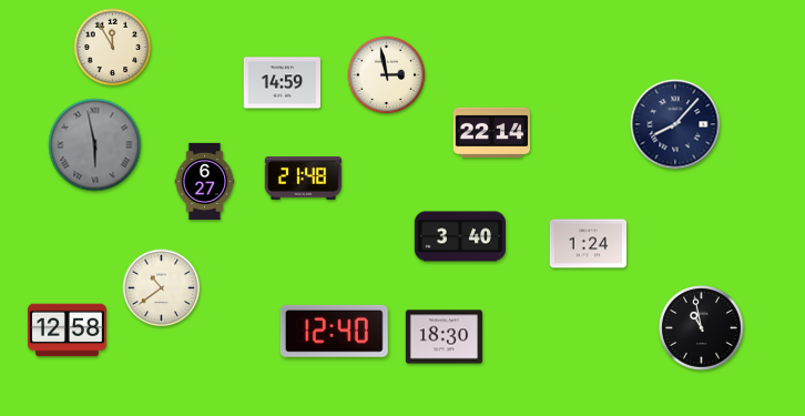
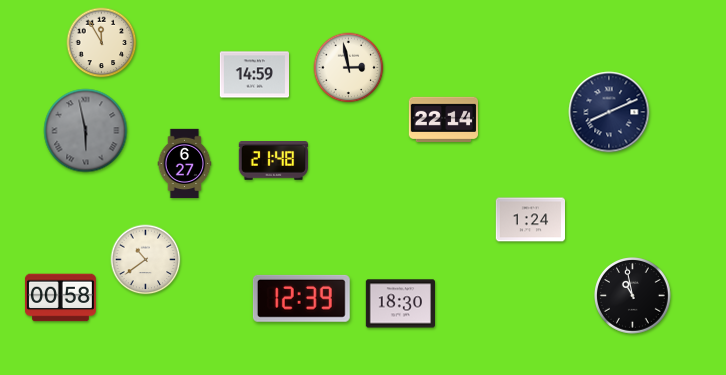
clock at (675, 124): 8:07 -> 8:11
clock at (459, 236): 3:40 -> none
clock at (67, 331): 12:58 -> 00:58
clock at (334, 331): 12:40 -> 12:39
